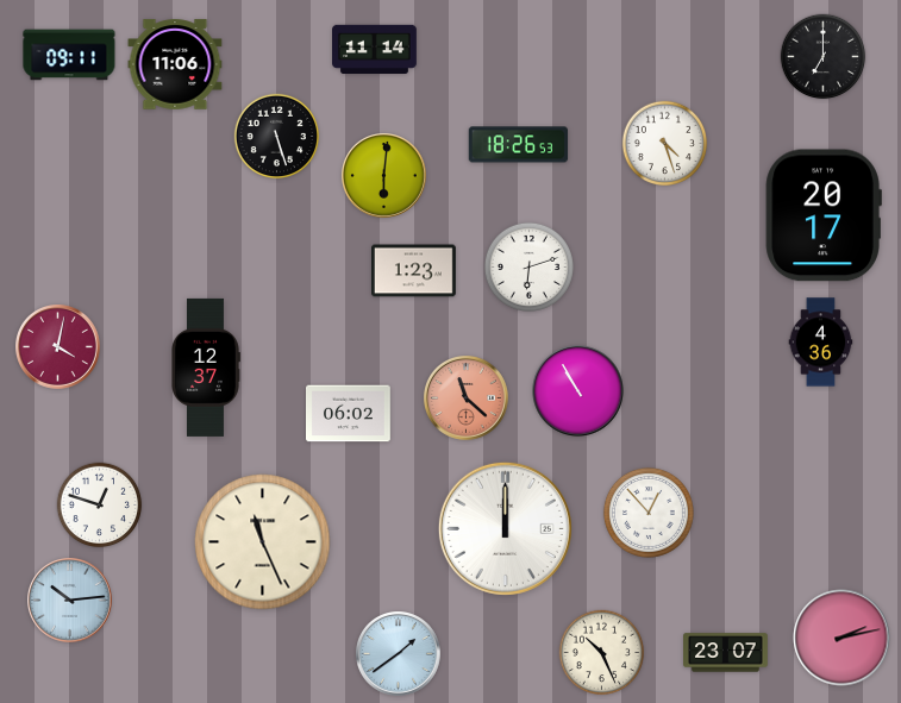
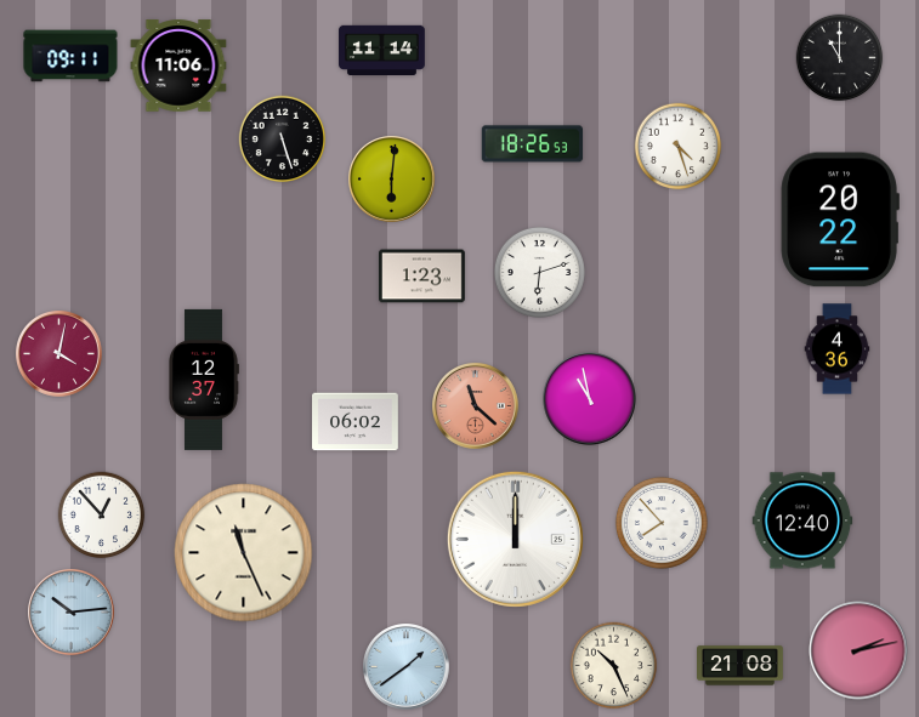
clock at (824, 57): 7:00 -> 11:00
clock at (519, 145) position: (519, 145) -> (533, 144)
clock at (824, 215): 20:17 -> 20:22
clock at (206, 368) position: (206, 368) -> (204, 380)
clock at (578, 391): 10:55 -> 10:58
clock at (100, 506): 12:48 -> 12:53
clock at (802, 520): none -> 12:40
clock at (649, 513): 12:53 -> 7:53
clock at (263, 542) position: (263, 542) -> (244, 553)
clock at (726, 653): 23:07 -> 21:08
